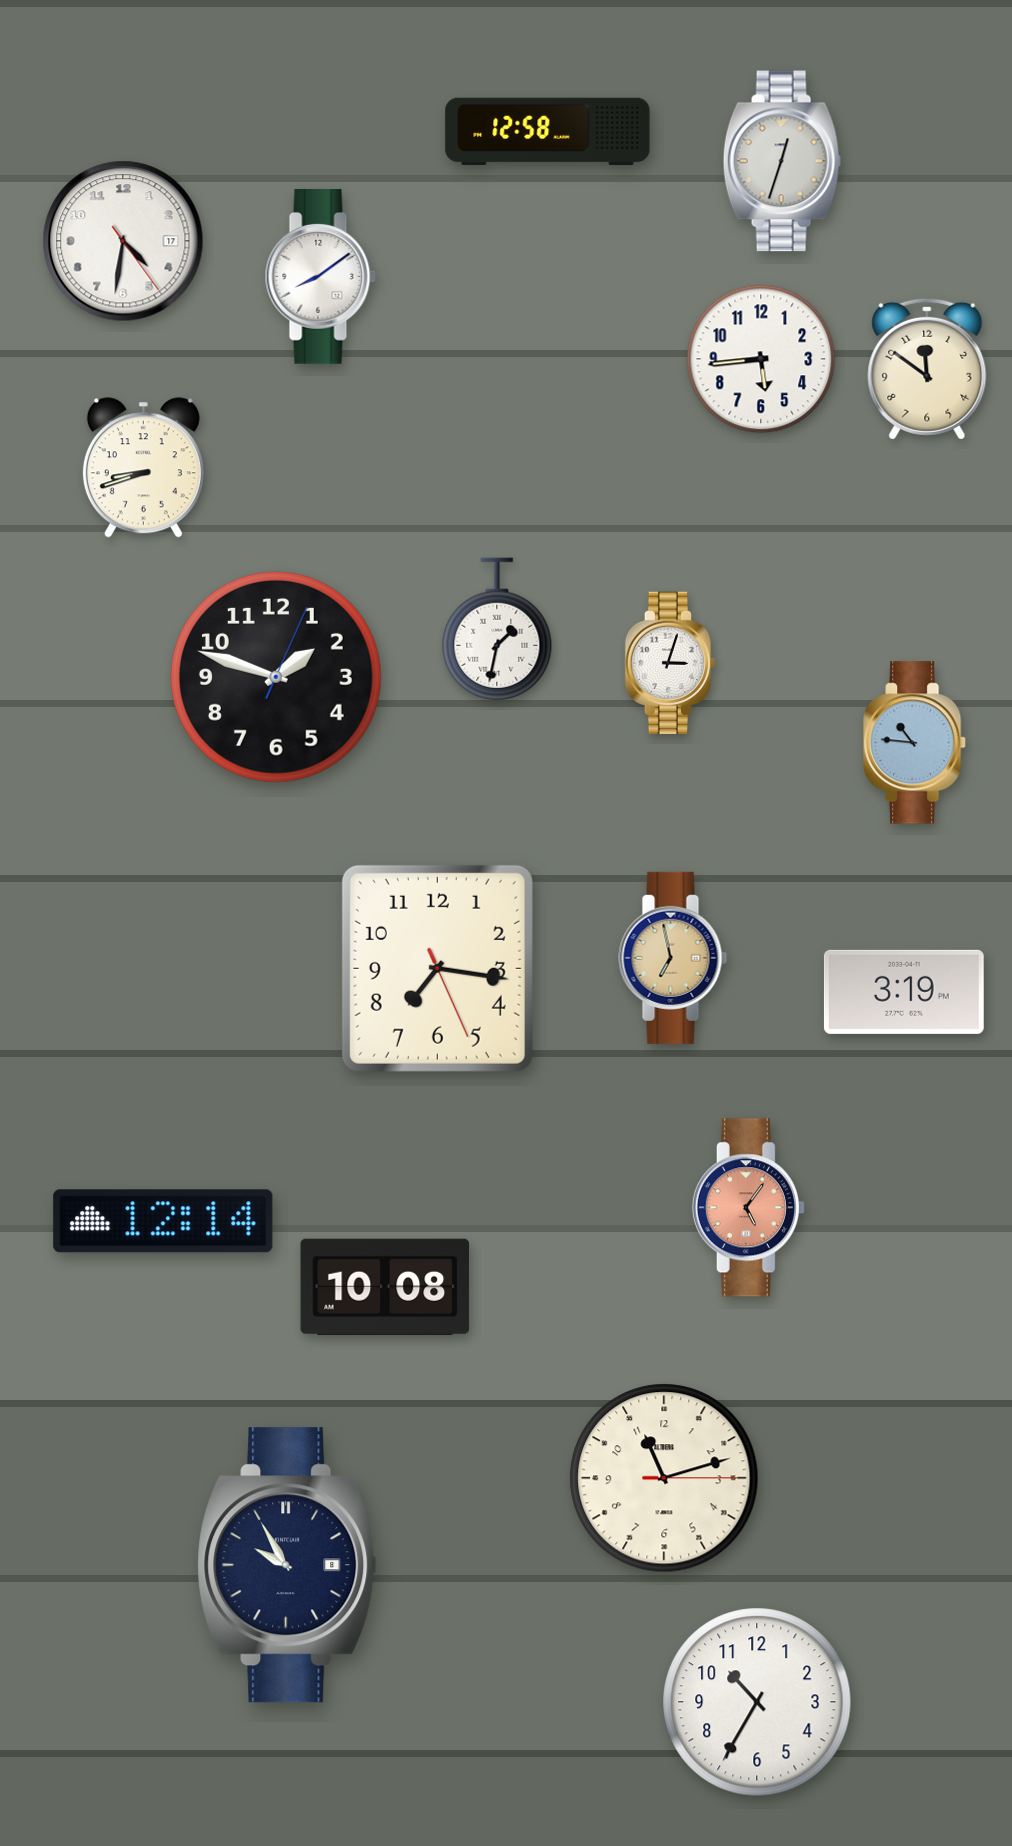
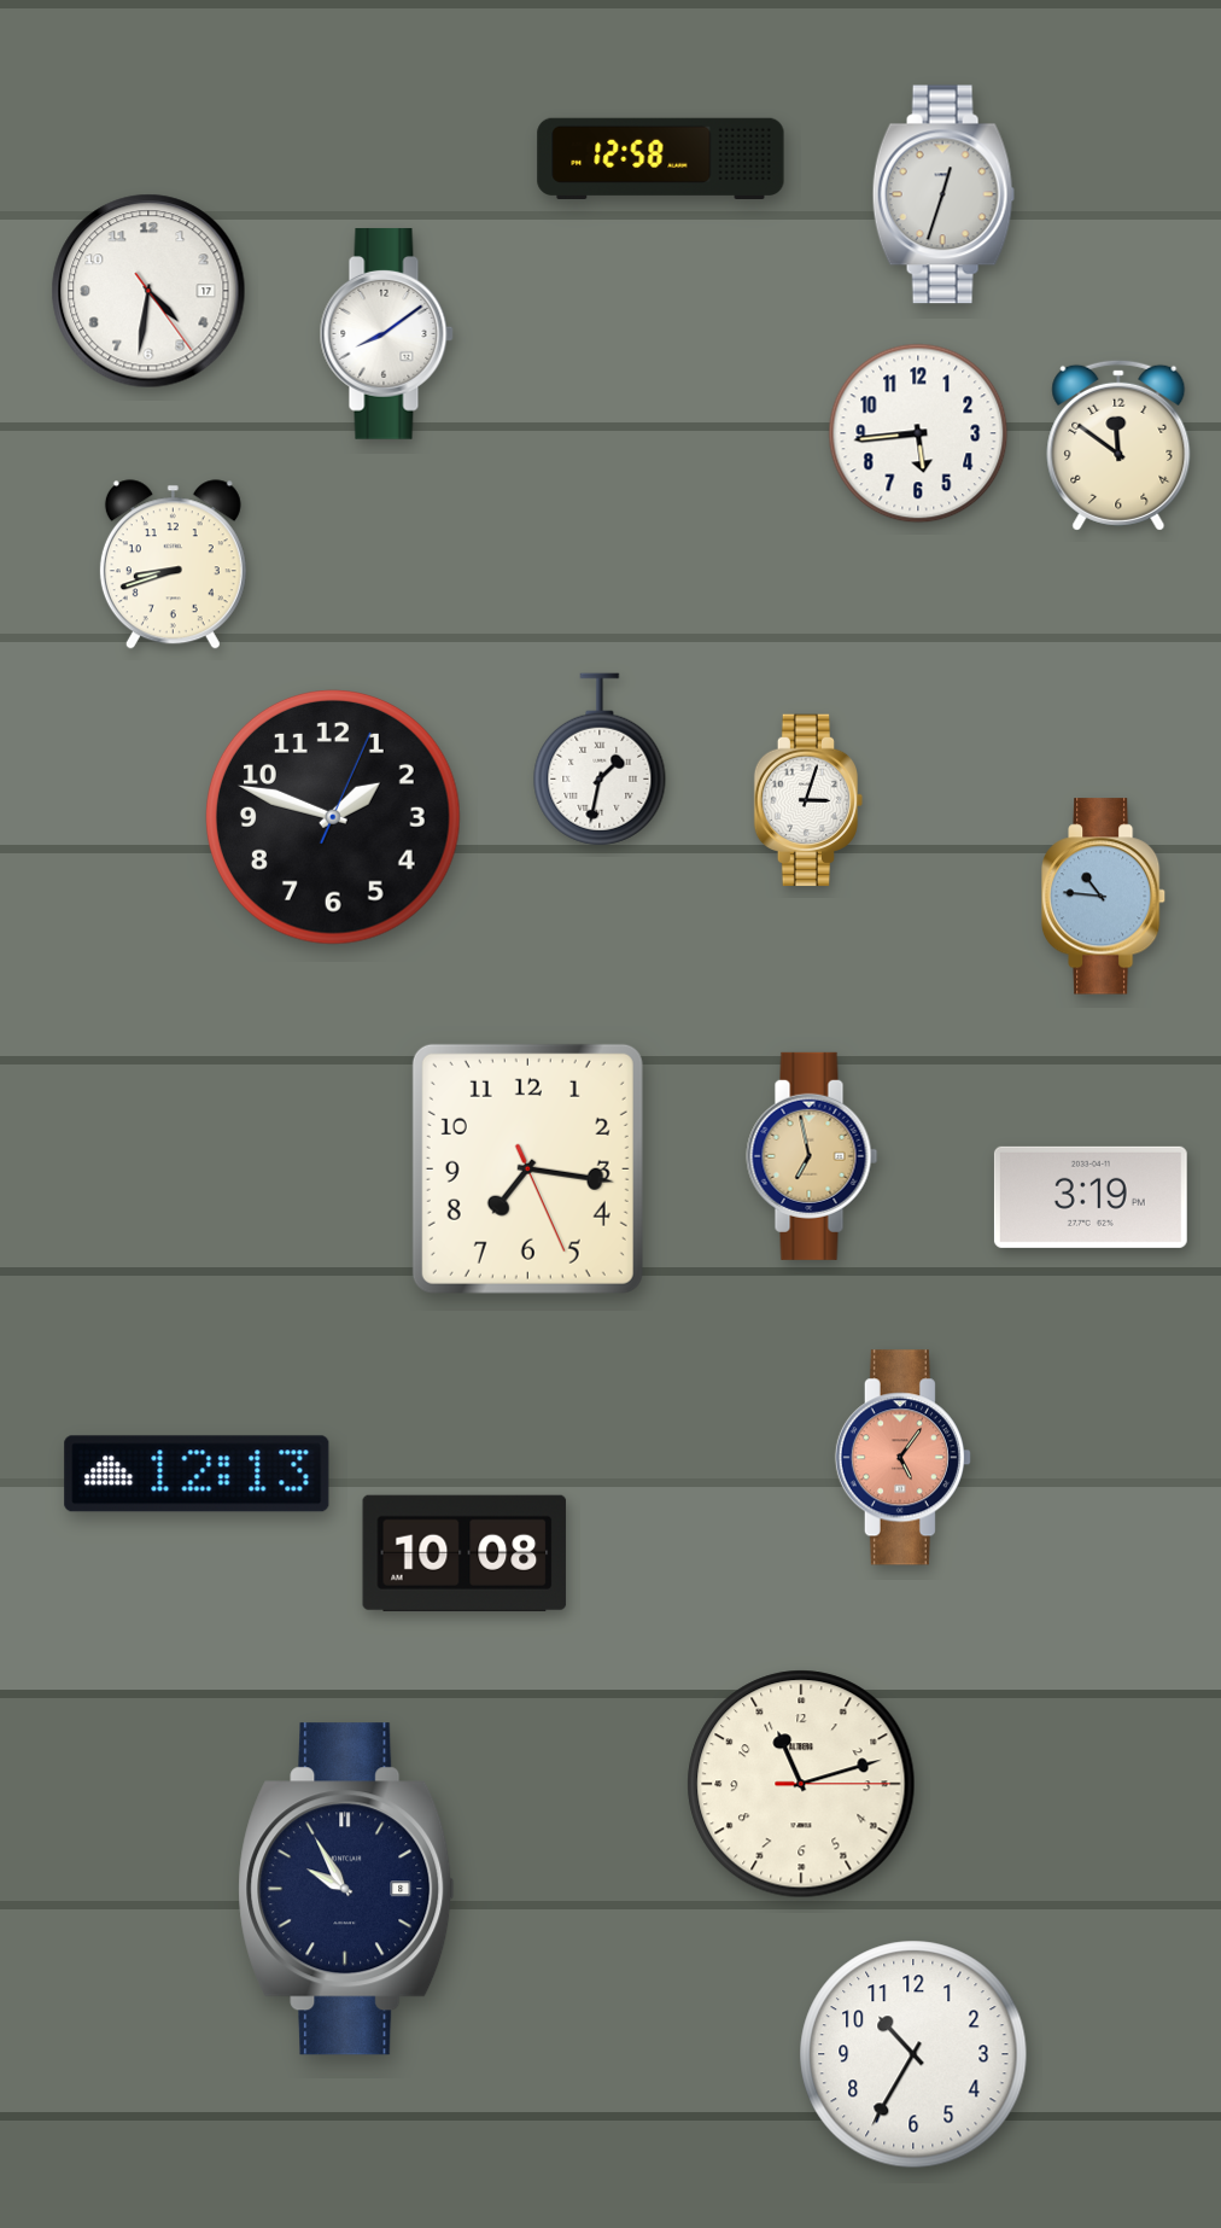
clock at (163, 1221): 12:14 -> 12:13
